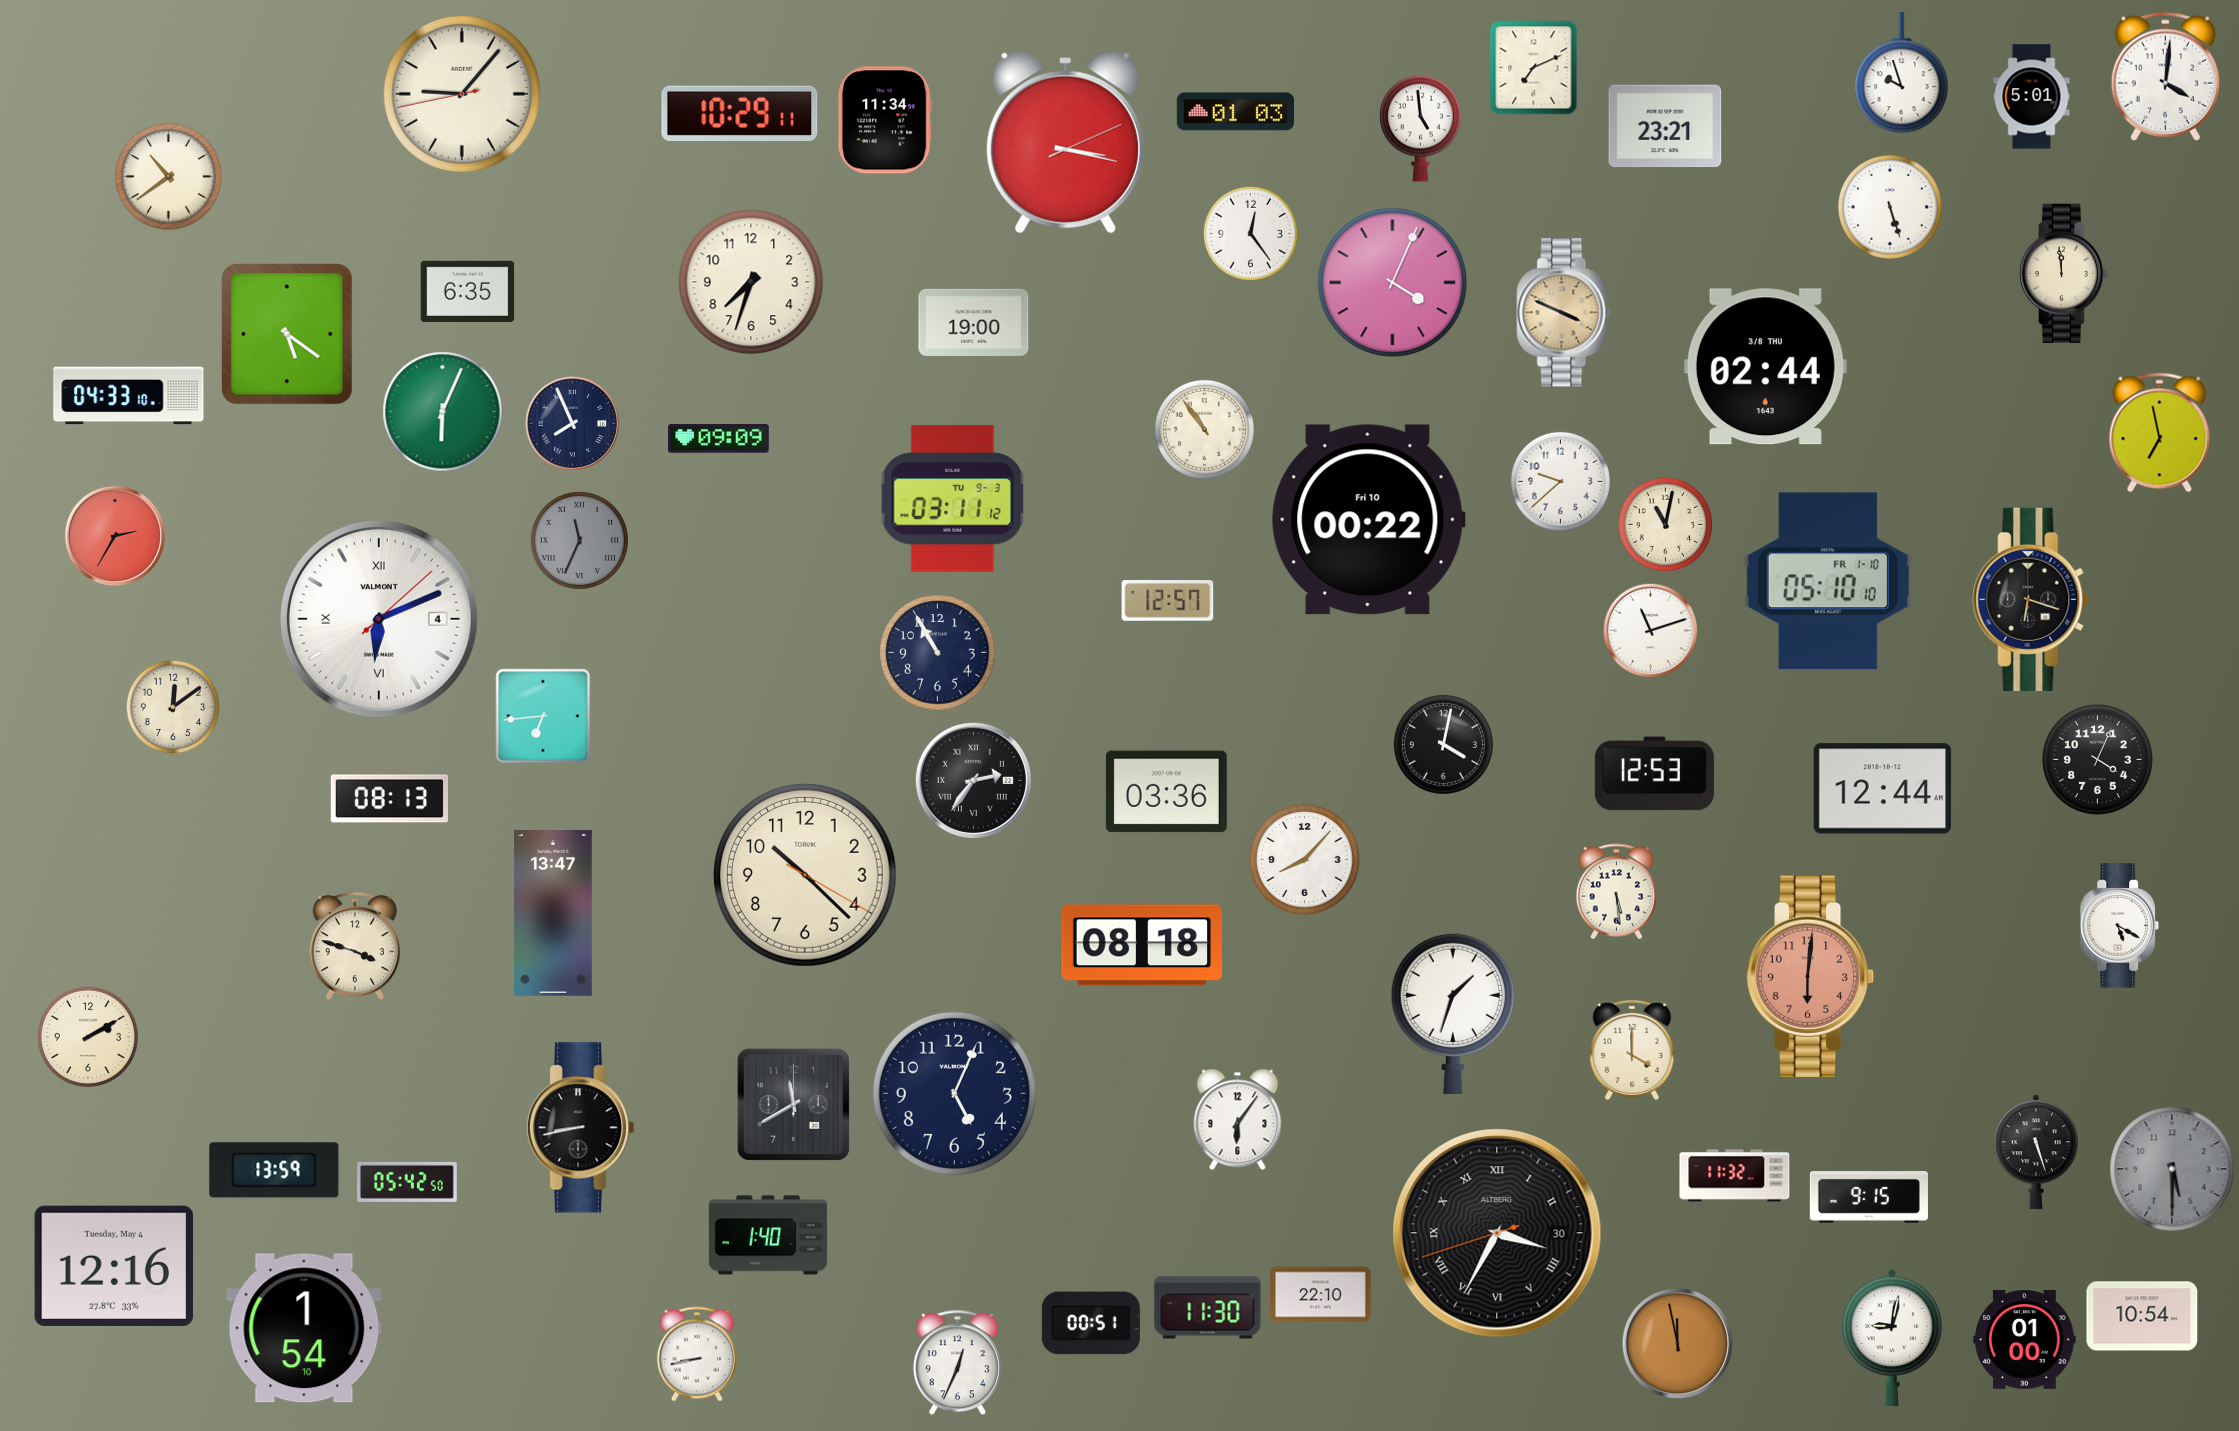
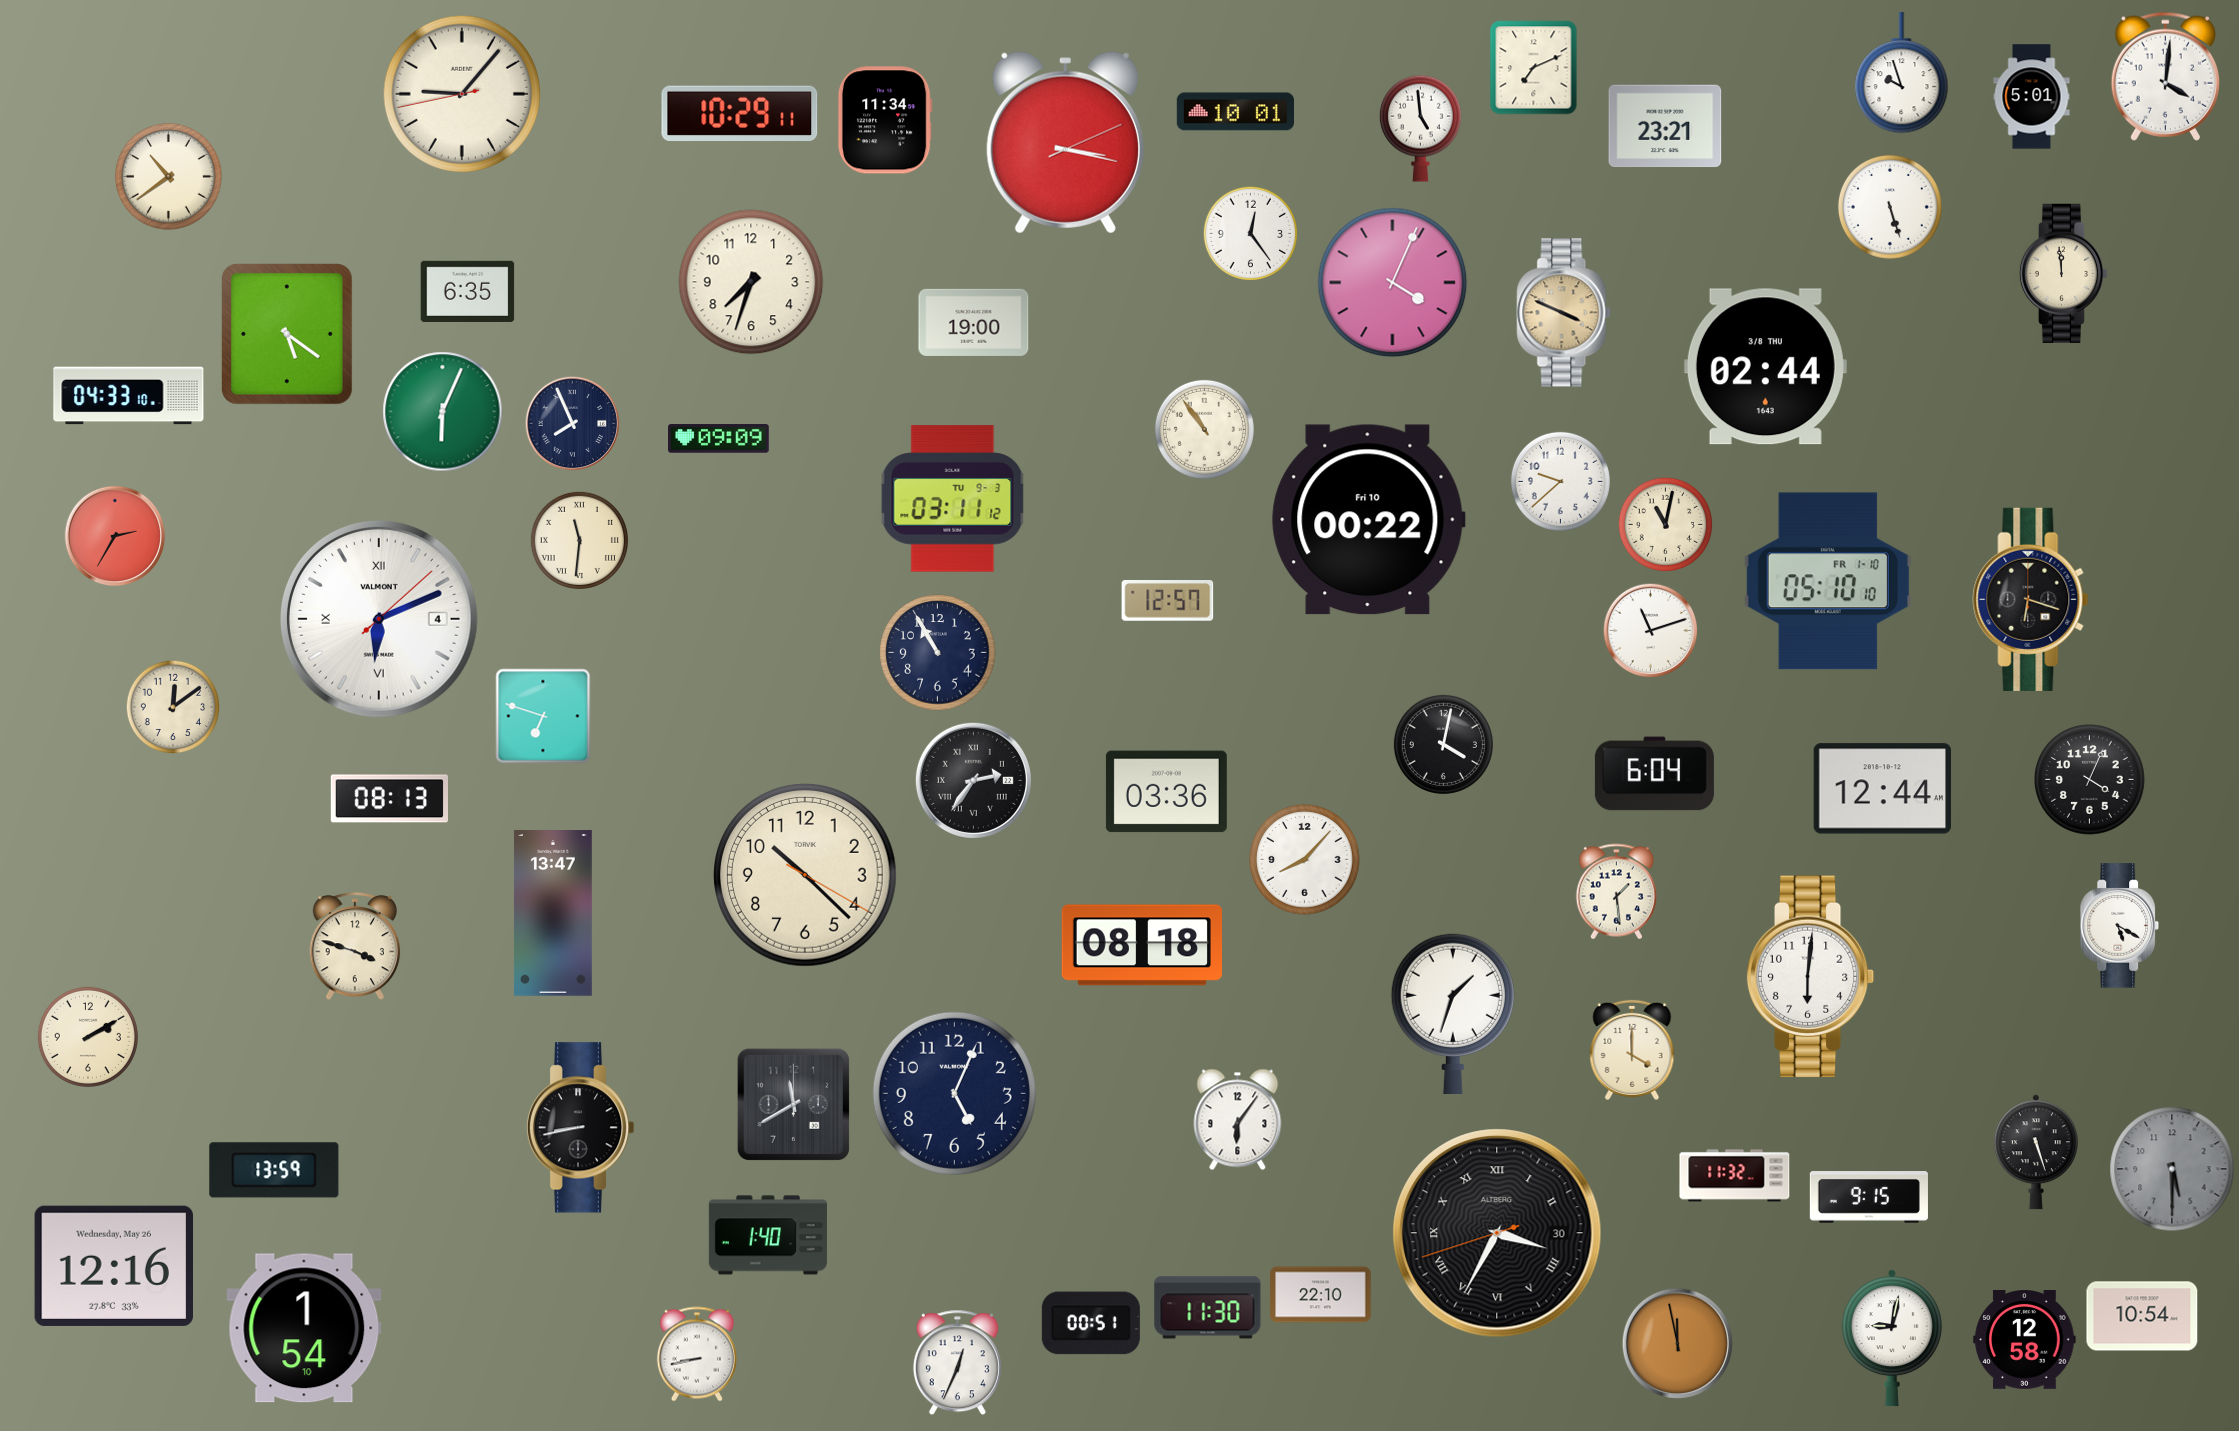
clock at (1235, 112): 01:03 -> 10:01
clock at (2160, 433): 6:58 -> none
clock at (579, 540): 11:34 -> 11:31
clock at (579, 540) dial: grey -> cream
clock at (543, 716): 6:44 -> 6:48
clock at (2098, 760) position: (2098, 760) -> (2090, 780)
clock at (1654, 774): 12:53 -> 6:04
clock at (1616, 892): 5:29 -> 1:29
clock at (1811, 977) dial: salmon -> white
clock at (408, 1182): 05:42 -> none
clock at (113, 1266) date: Tuesday, May 4 -> Wednesday, May 26
clock at (2025, 1340): 01:00 -> 12:58
